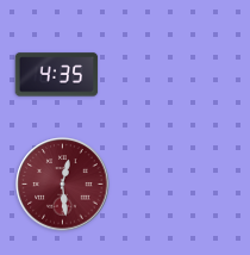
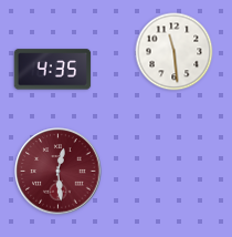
clock at (175, 52): none -> 11:29
